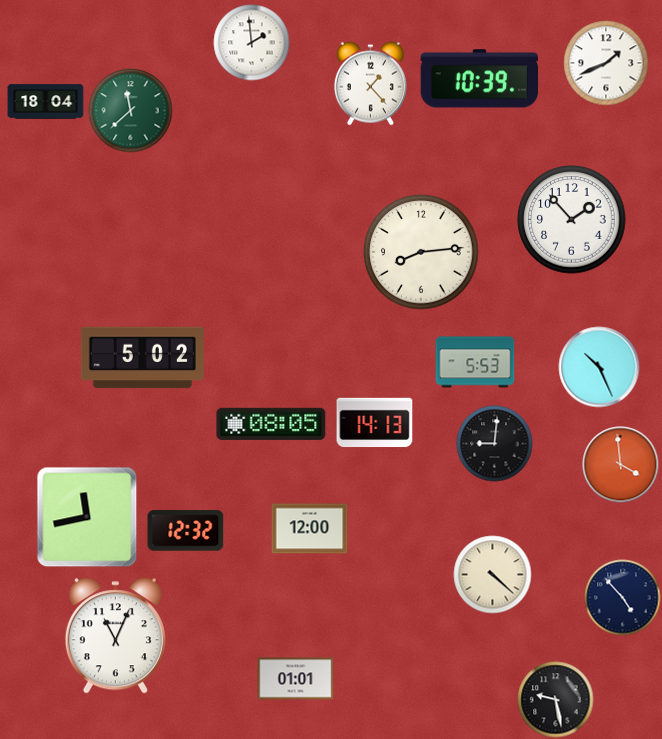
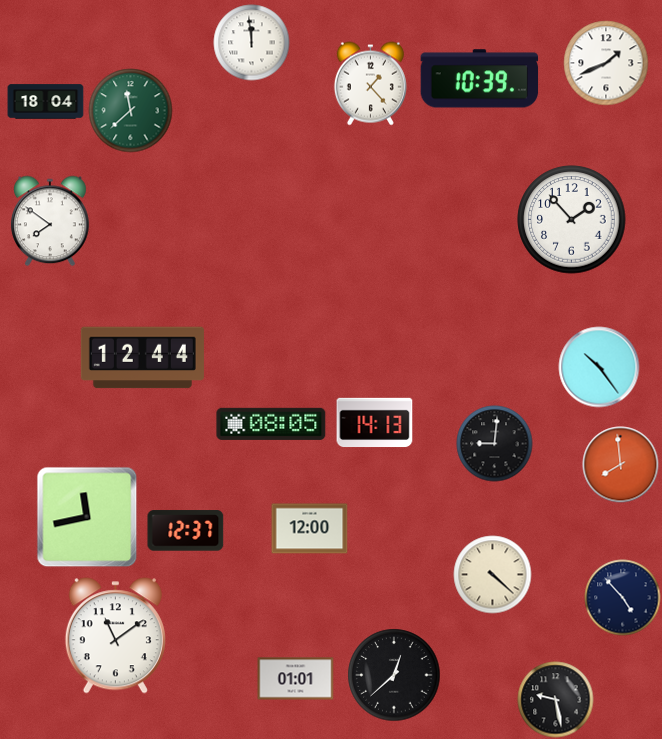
clock at (252, 43): 1:59 -> 11:59
clock at (50, 221): none -> 7:51
clock at (421, 252): 8:14 -> none
clock at (142, 358): 5:02 -> 12:44
clock at (475, 362): 5:53 -> none
clock at (599, 367): 10:26 -> 10:24
clock at (621, 465): 3:59 -> 7:59
clock at (186, 531): 12:32 -> 12:37
clock at (115, 636): 11:04 -> 11:09
clock at (394, 675): none -> 12:38
